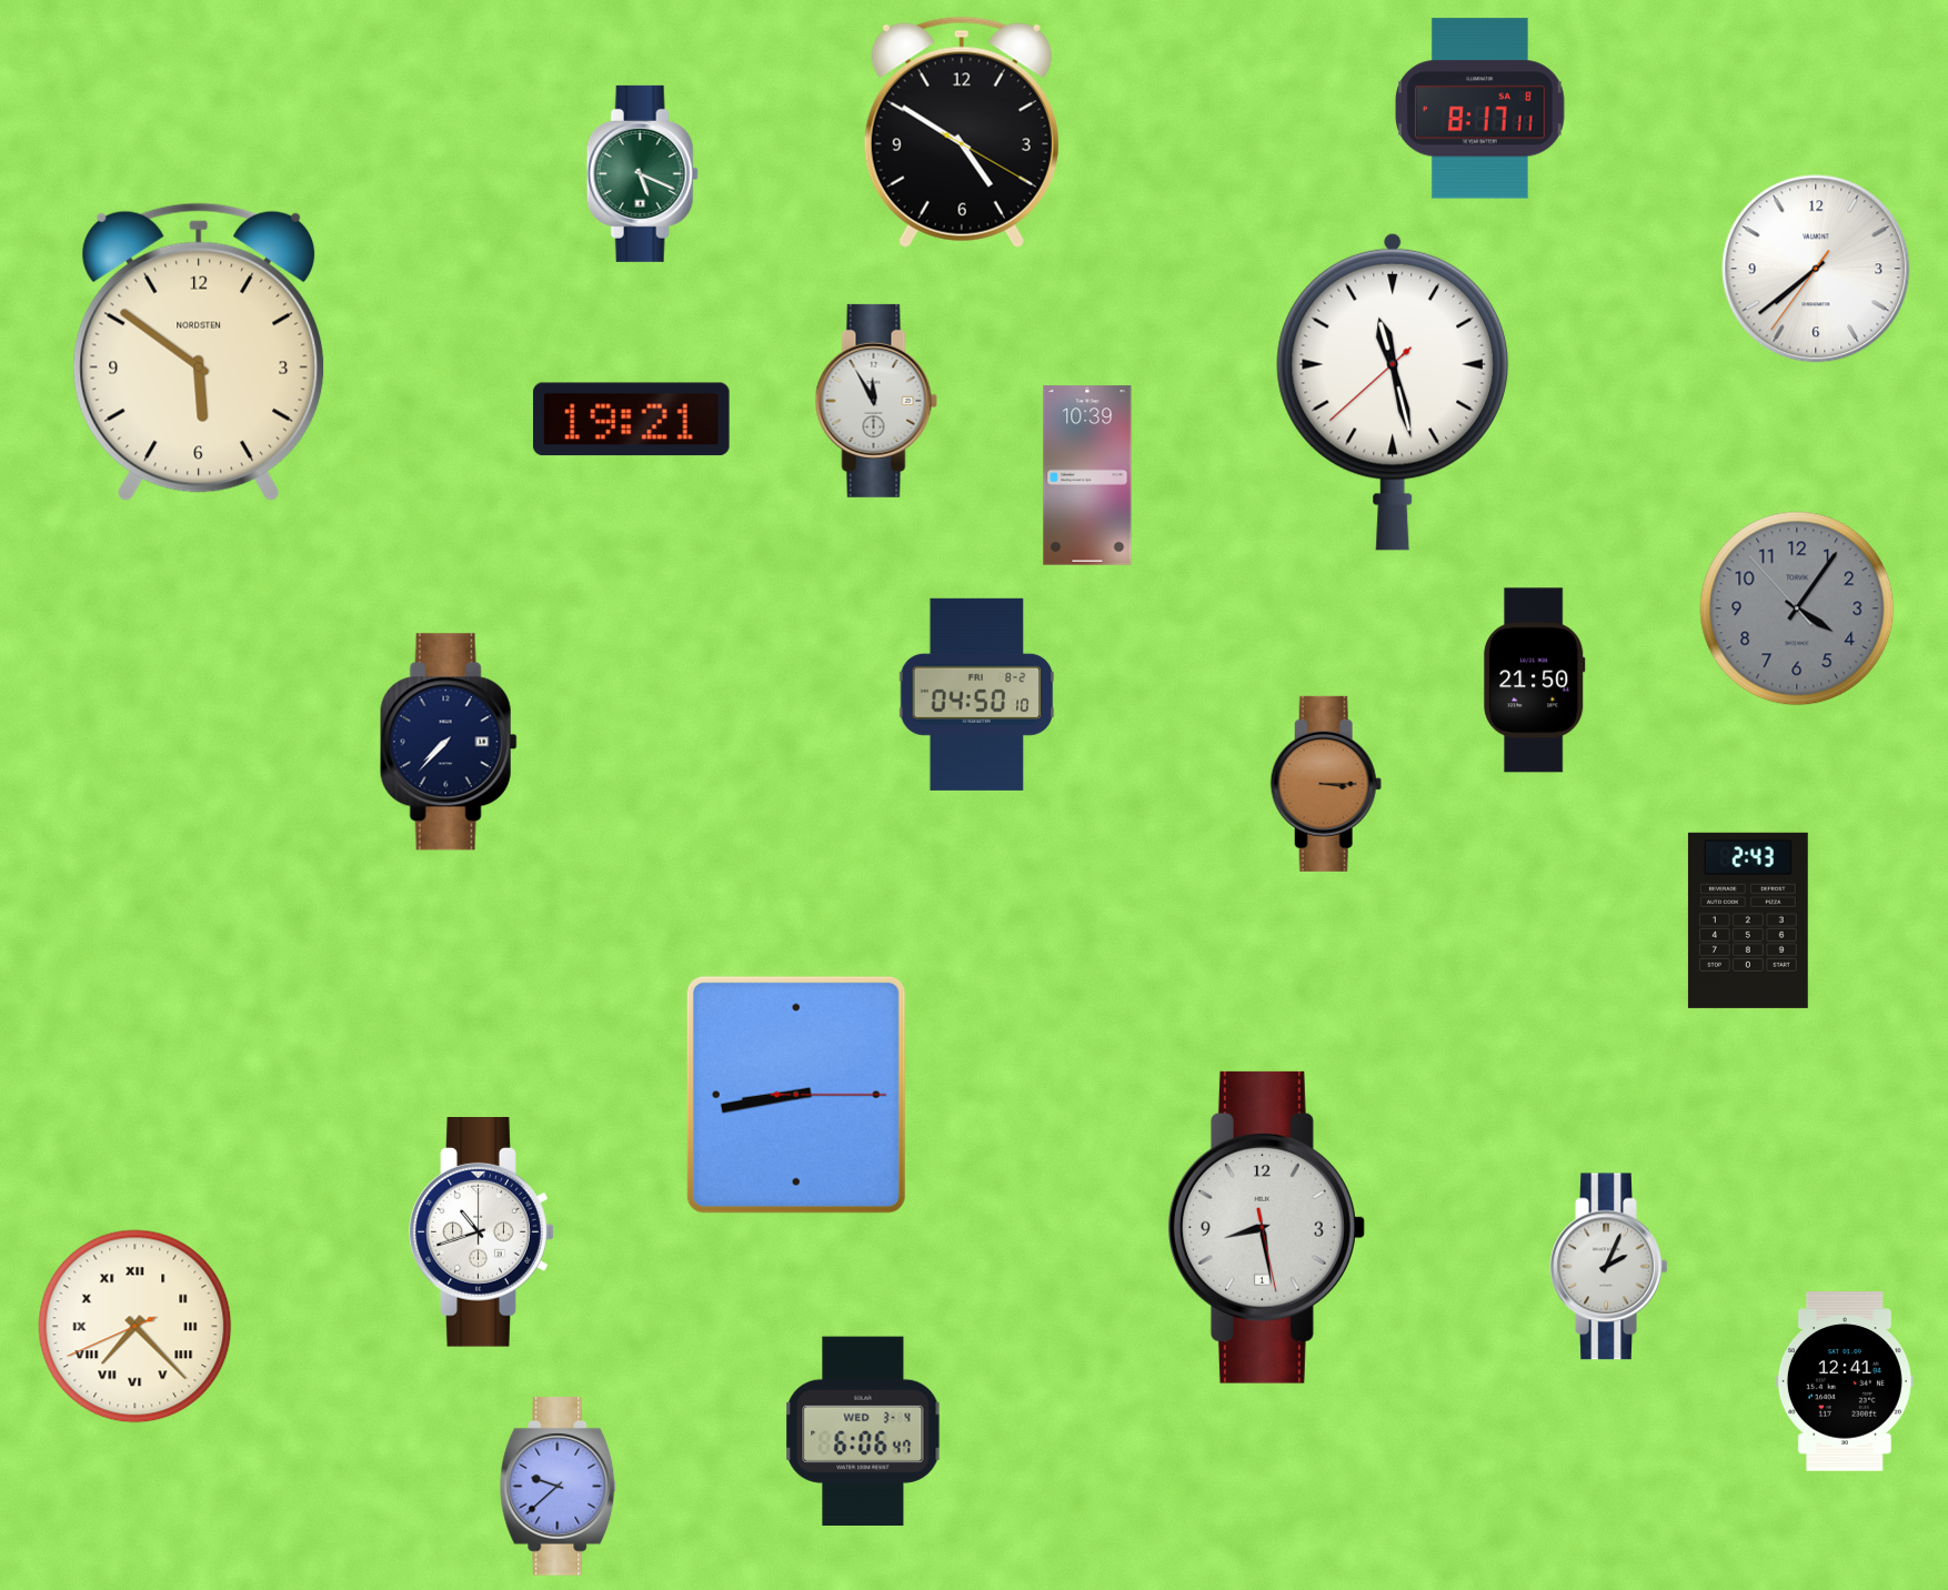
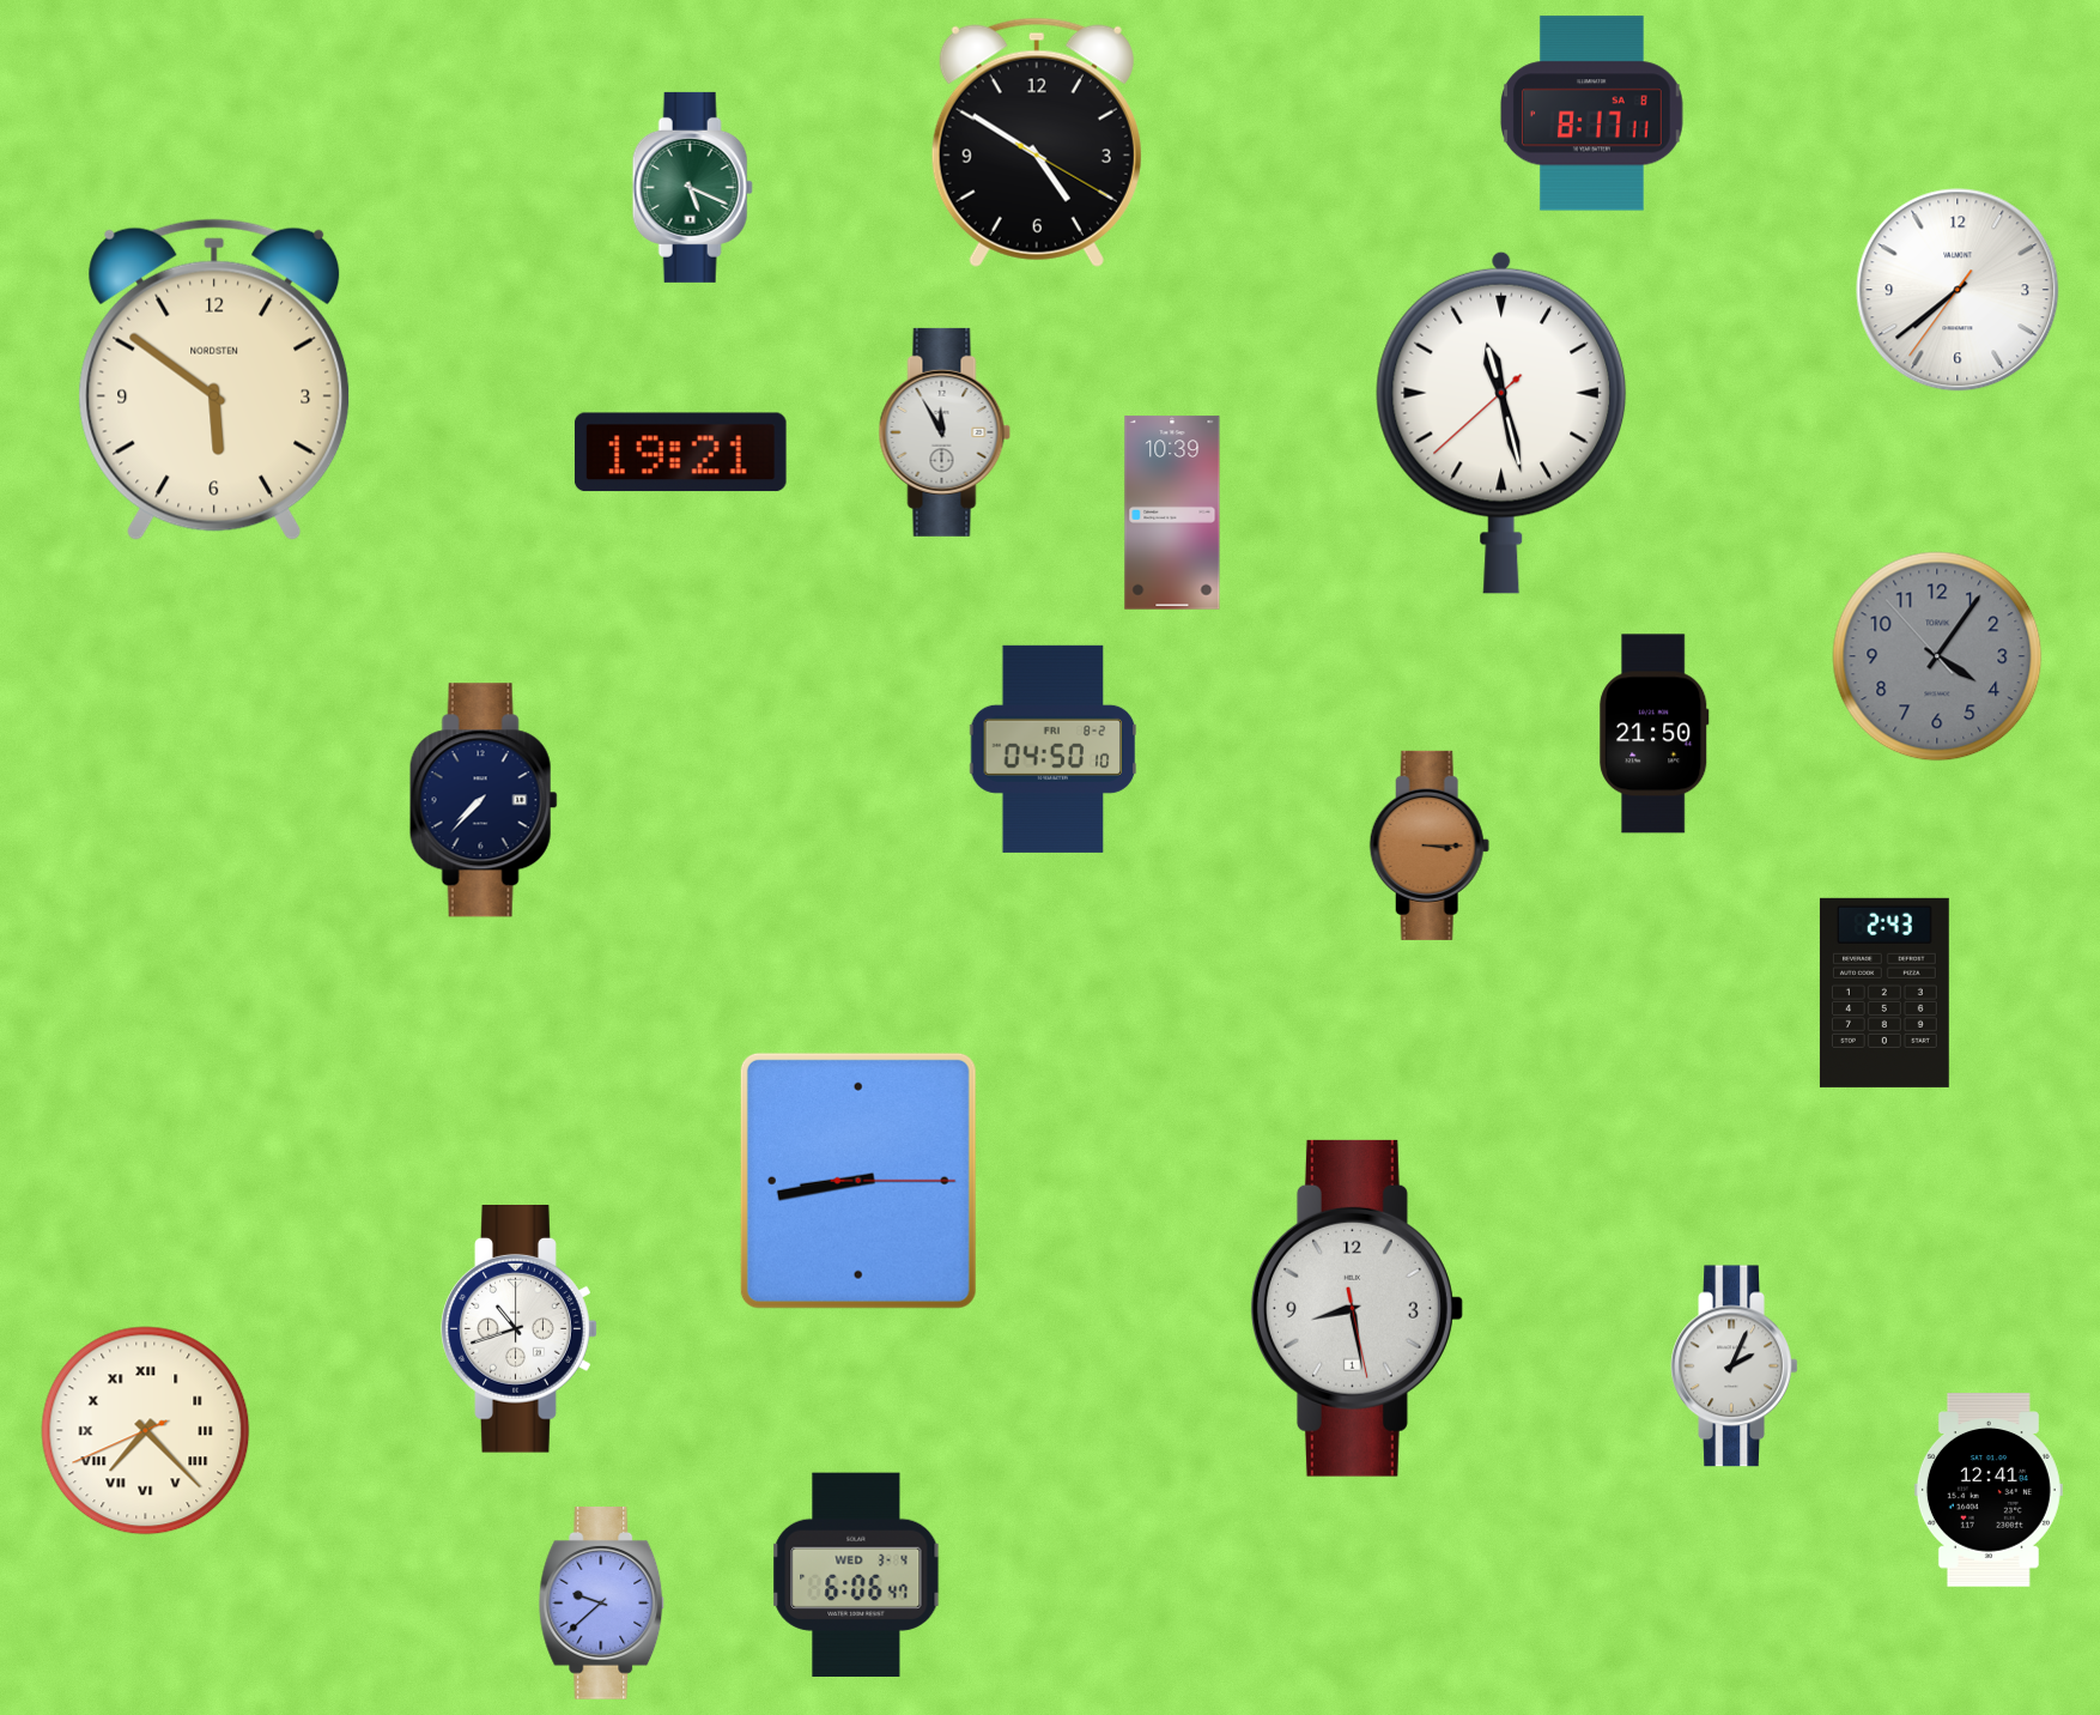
clock at (1480, 109) position: (1480, 109) -> (1592, 114)
clock at (1266, 1227) position: (1266, 1227) -> (1356, 1308)
clock at (863, 1431) position: (863, 1431) -> (856, 1575)
